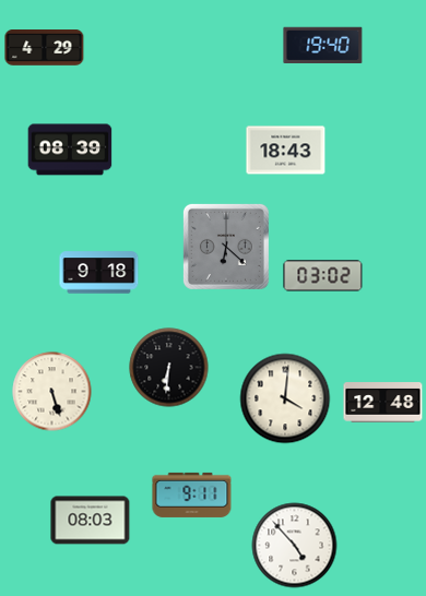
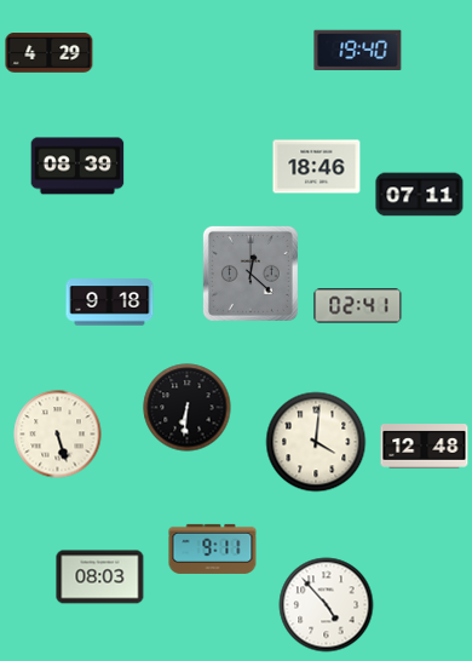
clock at (286, 151): 18:43 -> 18:46
clock at (420, 195): none -> 07:11
clock at (226, 247): 6:22 -> 12:22
clock at (323, 276): 03:02 -> 02:41
